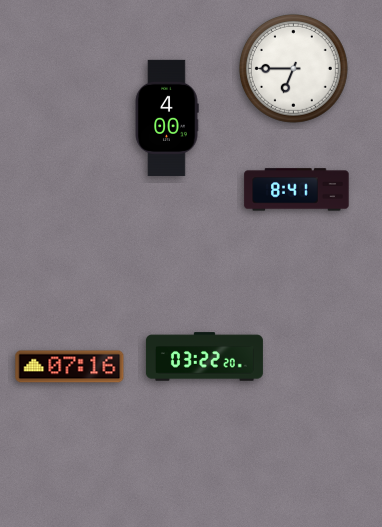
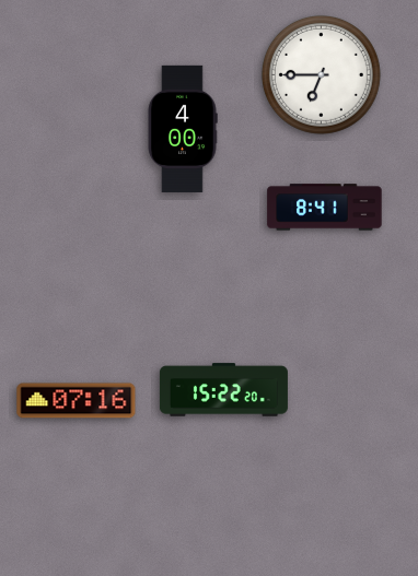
clock at (204, 357): 03:22 -> 15:22
